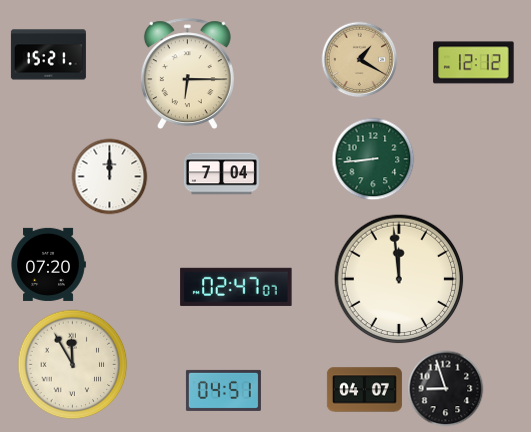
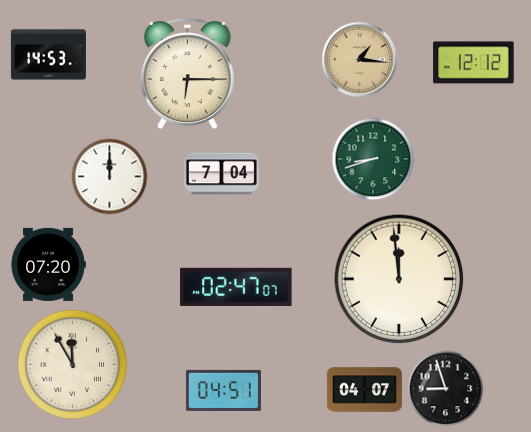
clock at (48, 55): 15:21 -> 14:53
clock at (360, 60): 1:20 -> 1:16
clock at (373, 159): 8:44 -> 8:42
